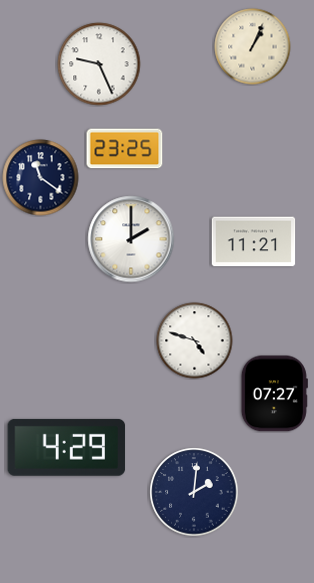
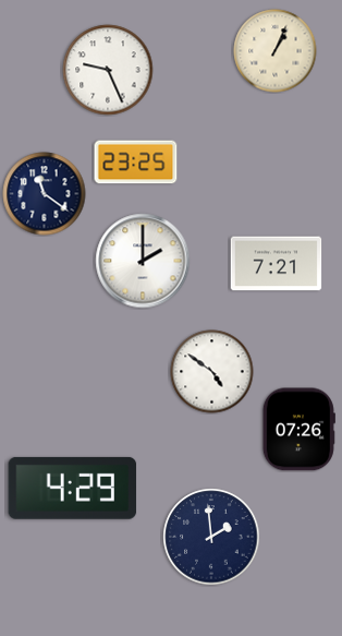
clock at (254, 242): 11:21 -> 7:21
clock at (195, 341): 4:48 -> 4:51
clock at (274, 394): 07:27 -> 07:26
clock at (194, 492): 2:01 -> 1:59
